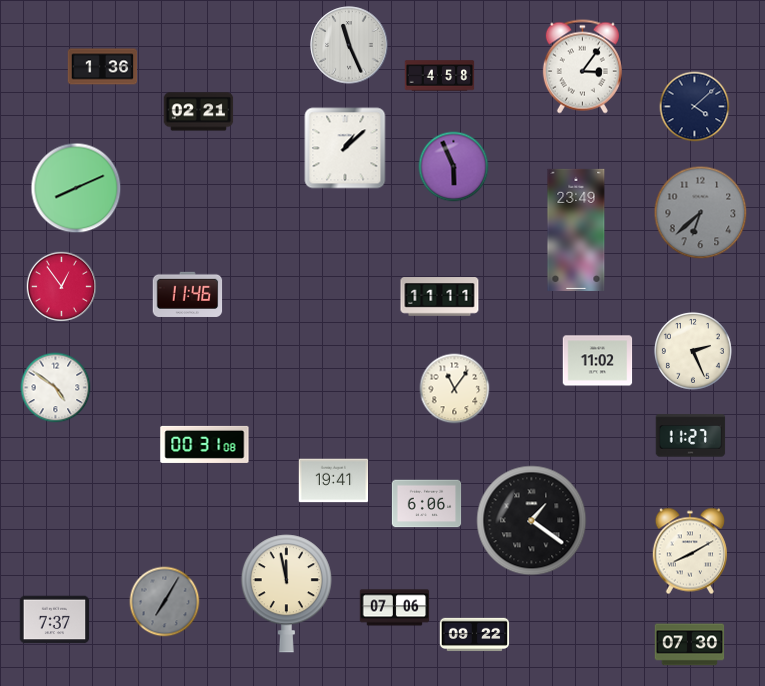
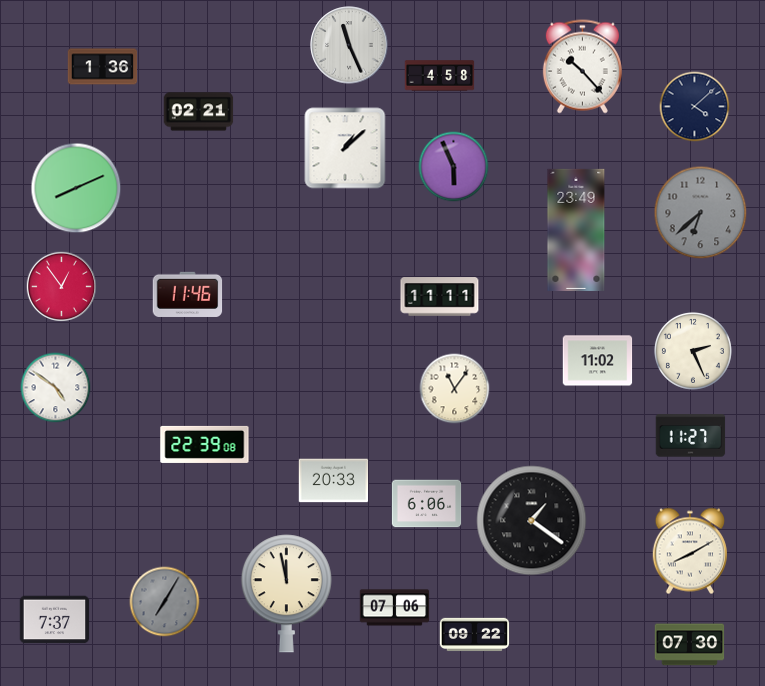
clock at (582, 67): 3:06 -> 10:23
clock at (205, 444): 00:31 -> 22:39
clock at (334, 481): 19:41 -> 20:33
